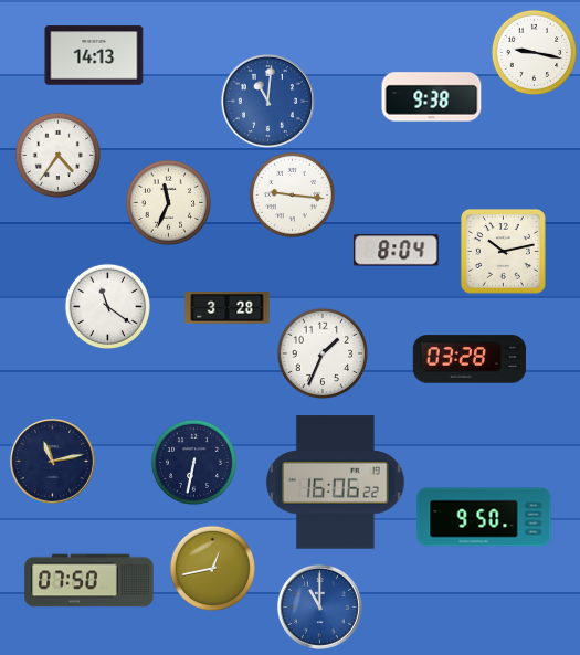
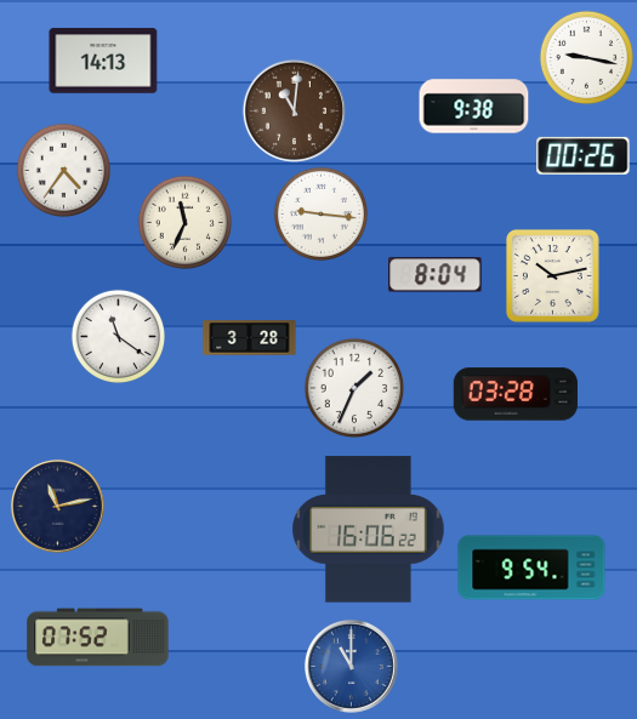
clock at (267, 101) dial: blue -> brown
clock at (584, 155): none -> 00:26
clock at (193, 462): 6:32 -> none
clock at (484, 517): 9:50 -> 9:54
clock at (212, 568): 12:43 -> none
clock at (89, 581): 07:50 -> 07:52
